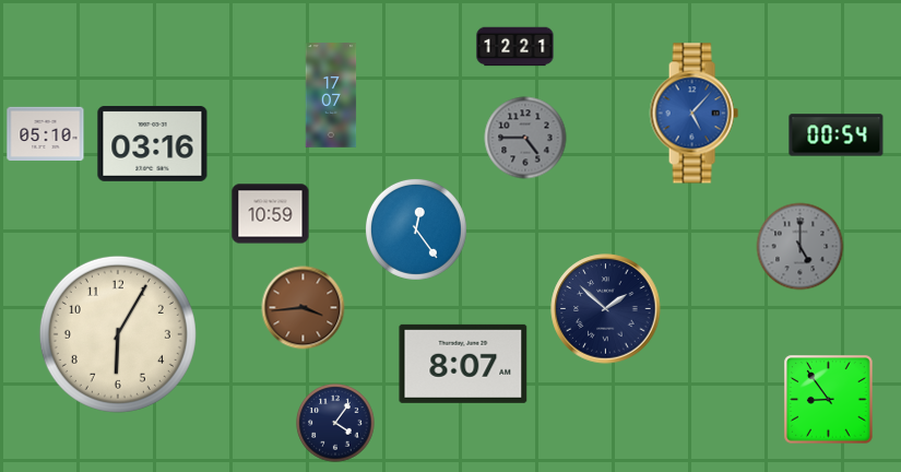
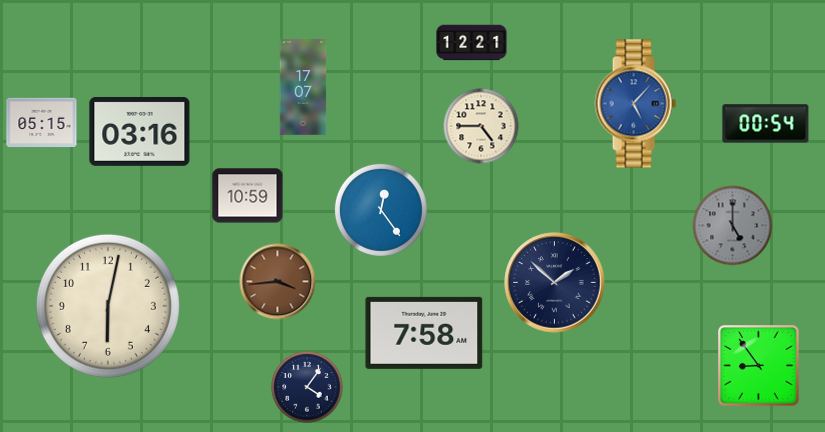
clock at (46, 134): 05:10 -> 05:15
clock at (525, 138) dial: grey -> cream
clock at (118, 334): 6:05 -> 6:02
clock at (463, 364): 8:07 -> 7:58
